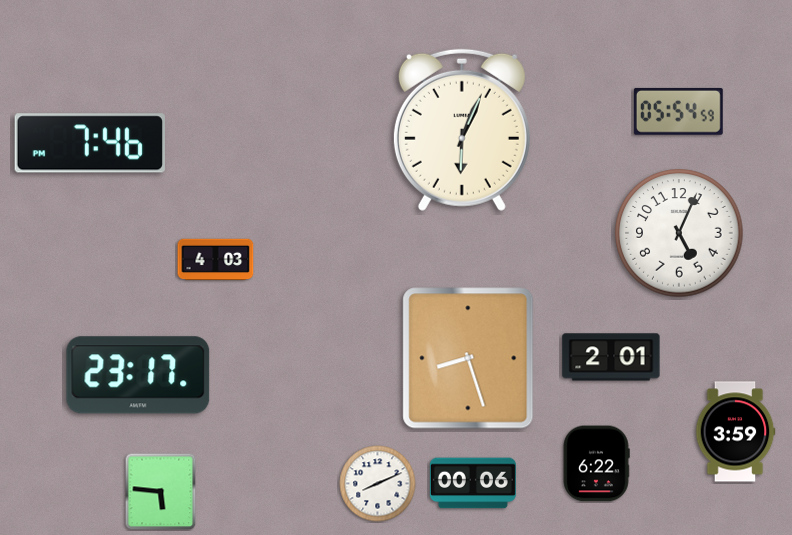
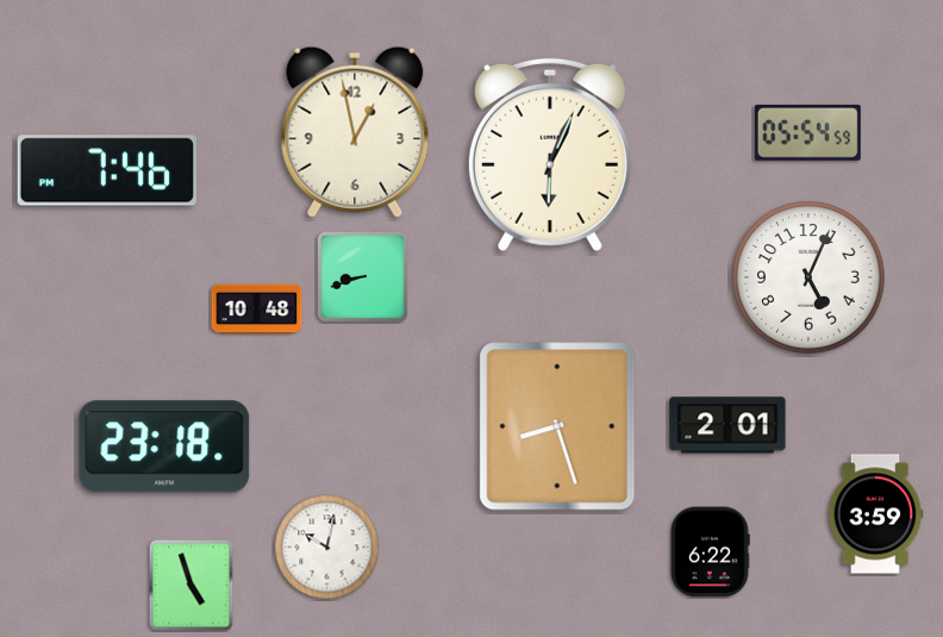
clock at (355, 132): none -> 12:58
clock at (362, 276): none -> 8:42
clock at (216, 260): 4:03 -> 10:48
clock at (138, 375): 23:17 -> 23:18
clock at (327, 548): none -> 10:02
clock at (473, 483): 00:06 -> none
clock at (378, 484): 8:11 -> none
clock at (161, 491): 5:46 -> 4:57
